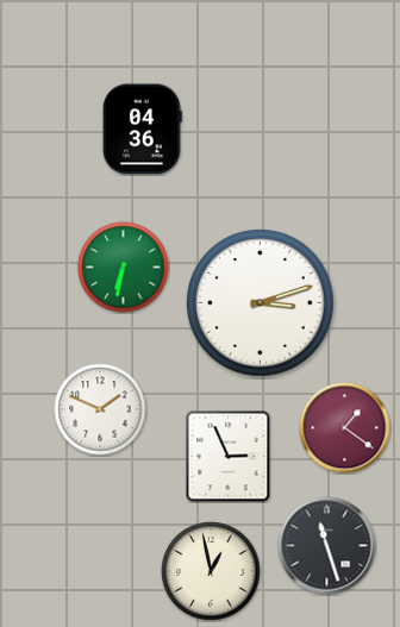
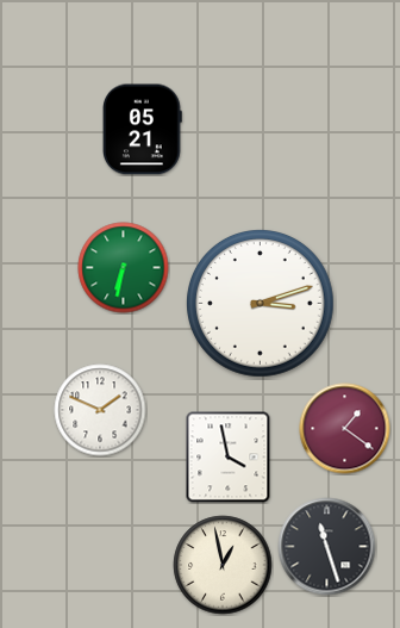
clock at (143, 130): 04:36 -> 05:21
clock at (229, 457): 2:56 -> 3:58
clock at (211, 571) position: (211, 571) -> (223, 565)
